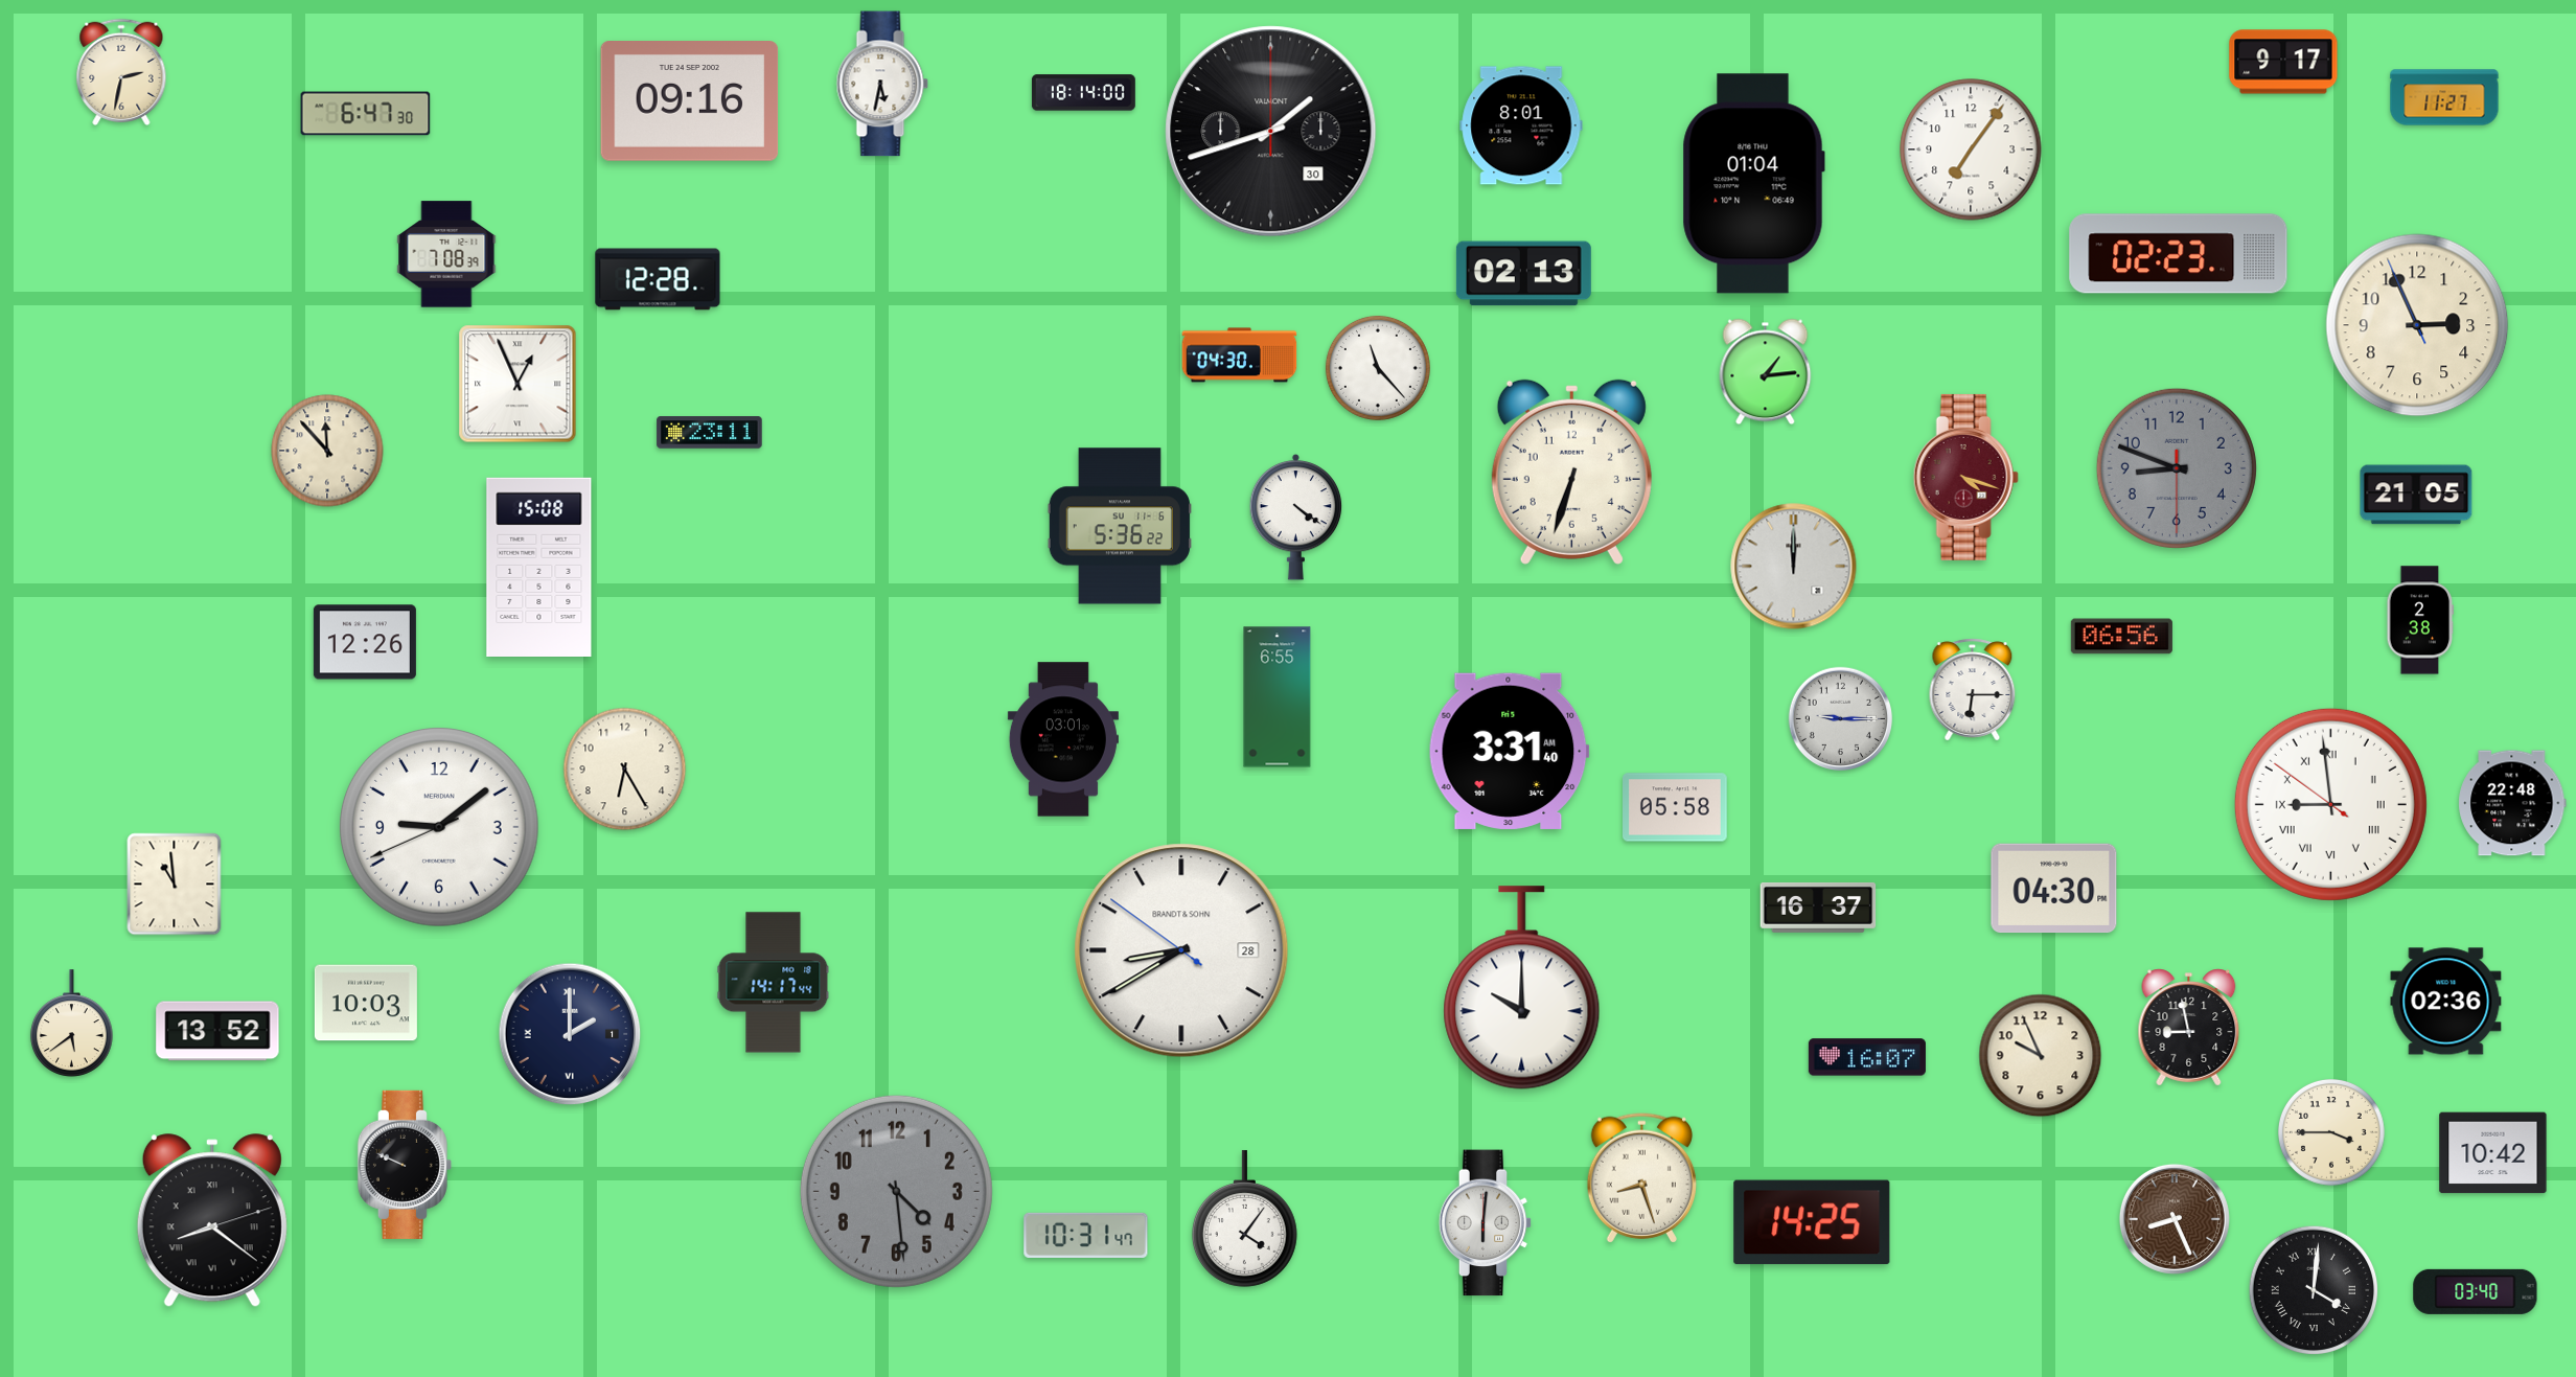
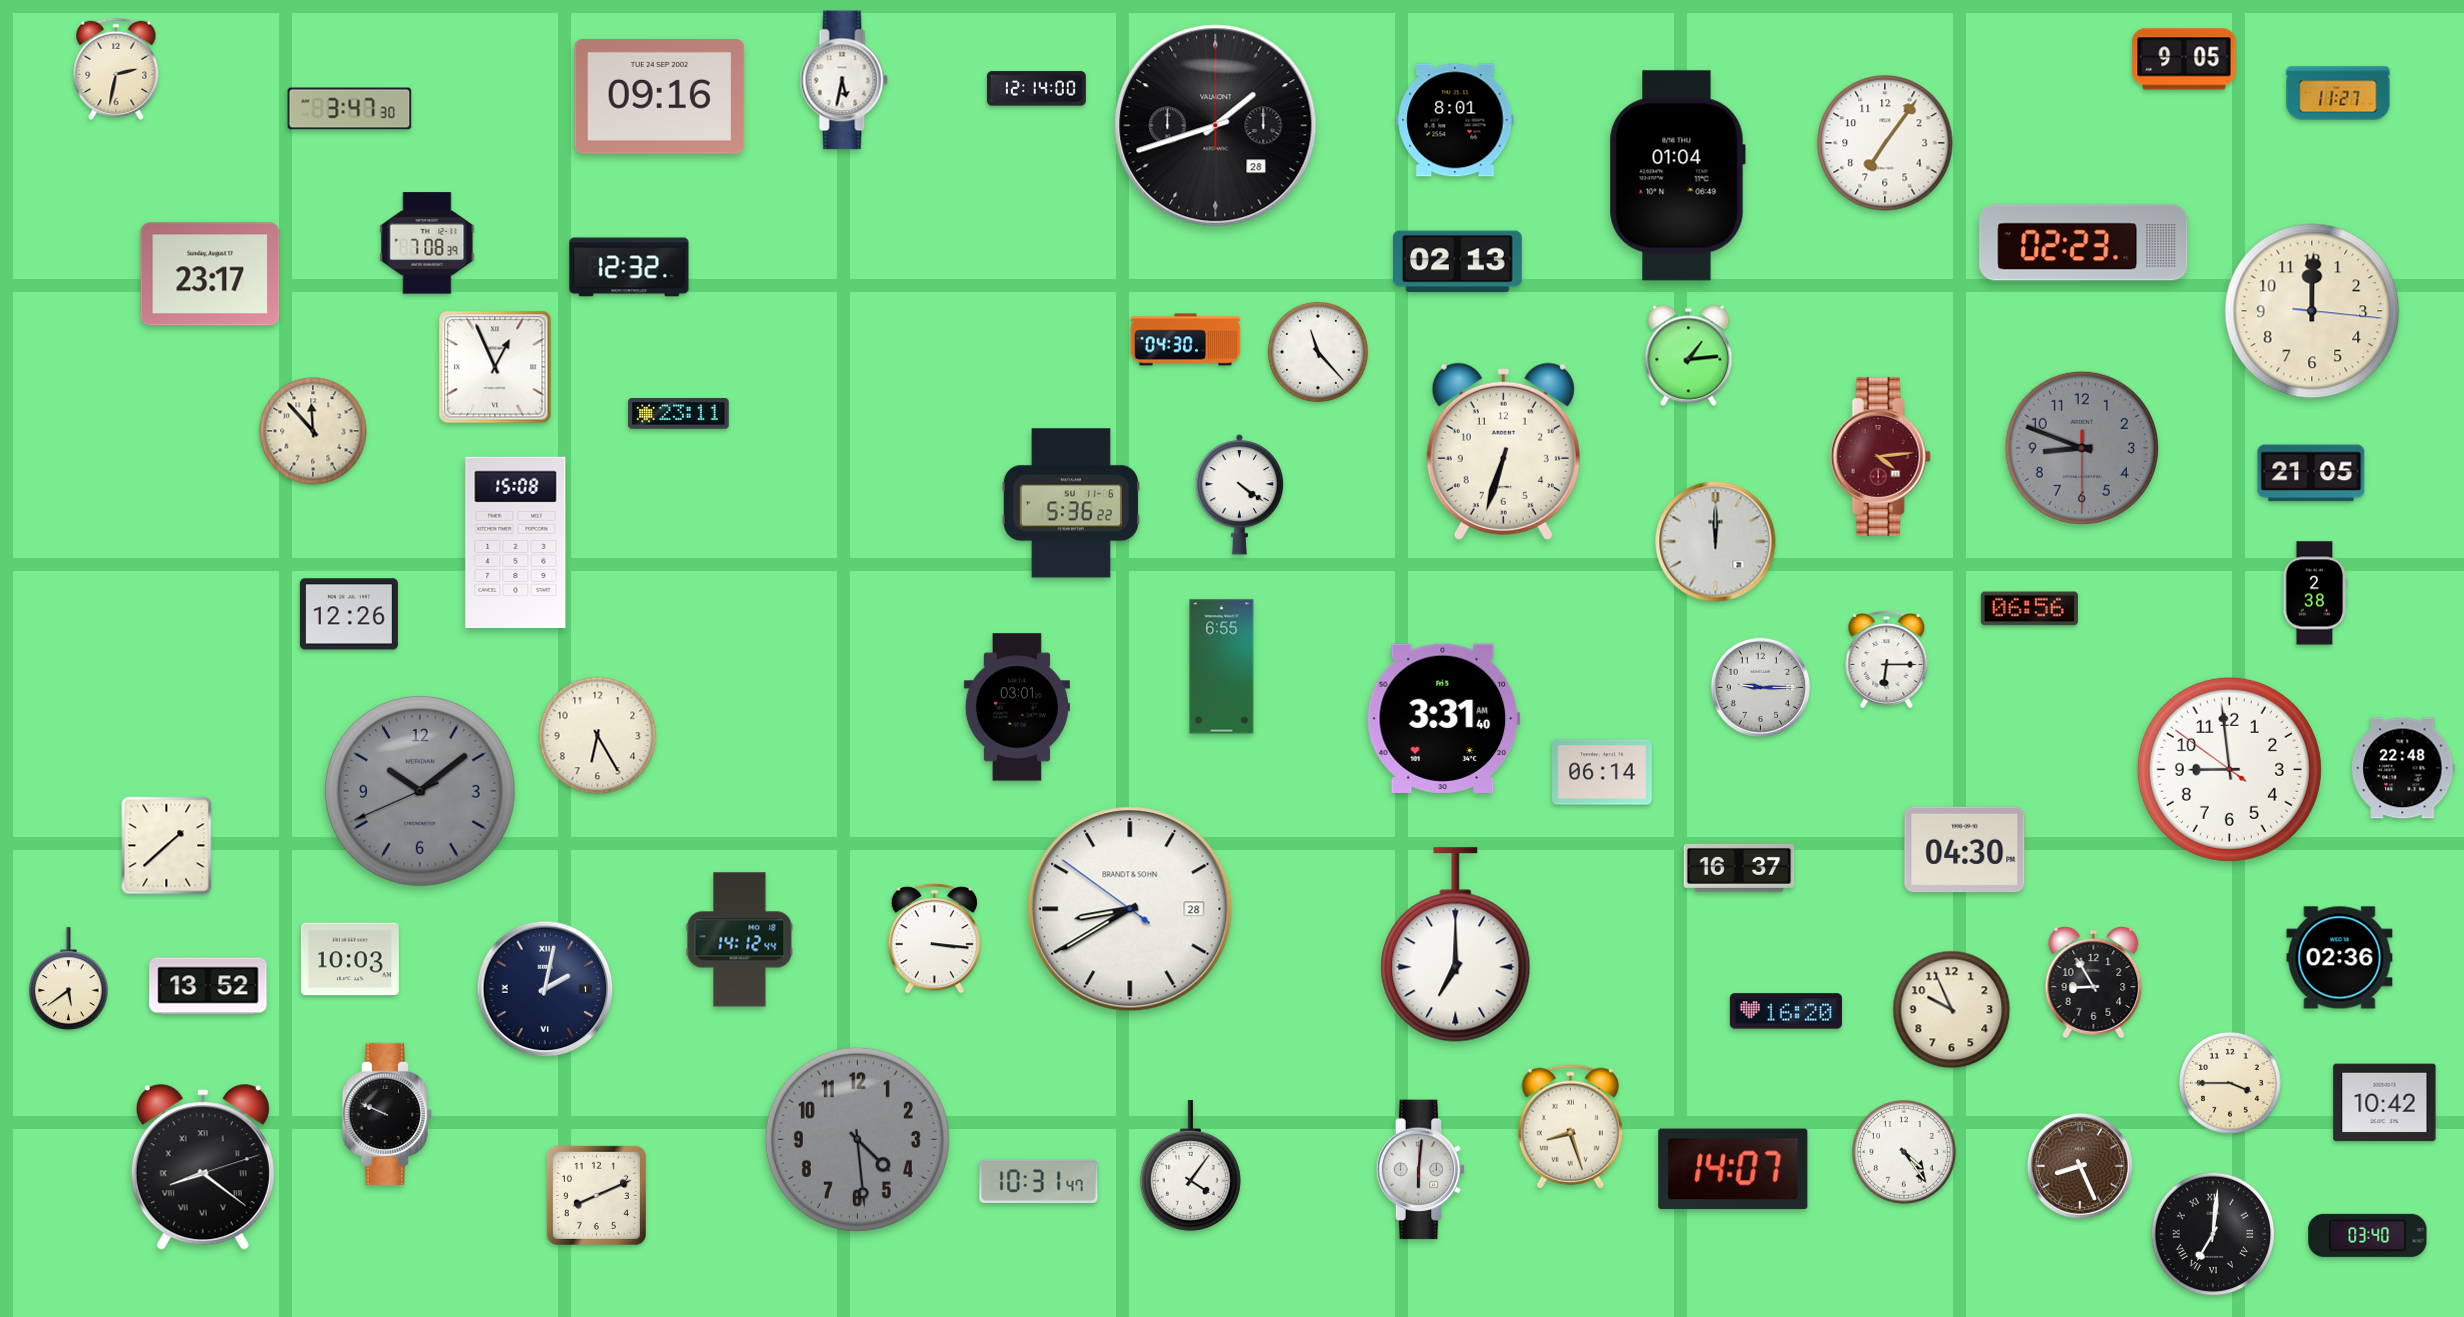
clock at (2283, 62): 9:17 -> 9:05
clock at (1083, 93): 18:14 -> 12:14
clock at (366, 114): 6:47 -> 3:47
clock at (1271, 132) date: 30 -> 28
clock at (658, 279): 12:28 -> 12:32
clock at (210, 274): none -> 23:17
clock at (2417, 325): 2:55 -> 12:00
clock at (1965, 477): 4:18 -> 4:14
clock at (2330, 804) numerals: Roman -> Arabic
clock at (1675, 807): 05:58 -> 06:14
clock at (440, 828): 9:08 -> 10:08
clock at (440, 828) dial: white -> grey
clock at (175, 885): 10:59 -> 1:38
clock at (934, 939): none -> 3:16
clock at (774, 983): 14:17 -> 14:12
clock at (1522, 988): 10:00 -> 7:00
clock at (2189, 1028): 8:58 -> 8:55
clock at (570, 1034): 2:00 -> 2:02
clock at (1867, 1057): 16:07 -> 16:20
clock at (1904, 1152): none -> 4:24
clock at (1812, 1222): 14:25 -> 14:07
clock at (596, 1195): none -> 8:11
clock at (2314, 1290): 4:01 -> 7:01
